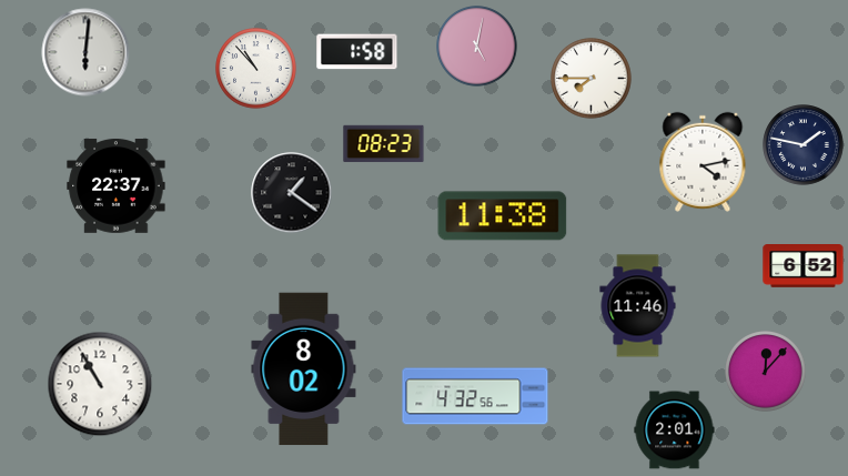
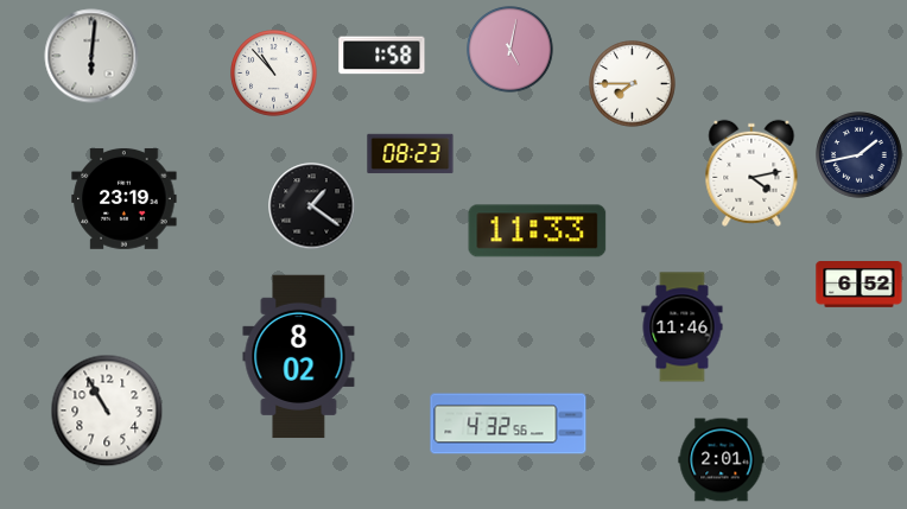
clock at (804, 145): 1:47 -> 1:43
clock at (117, 185): 22:37 -> 23:19
clock at (503, 216): 11:38 -> 11:33
clock at (304, 369) position: (304, 369) -> (299, 357)
clock at (766, 372): 12:07 -> none
